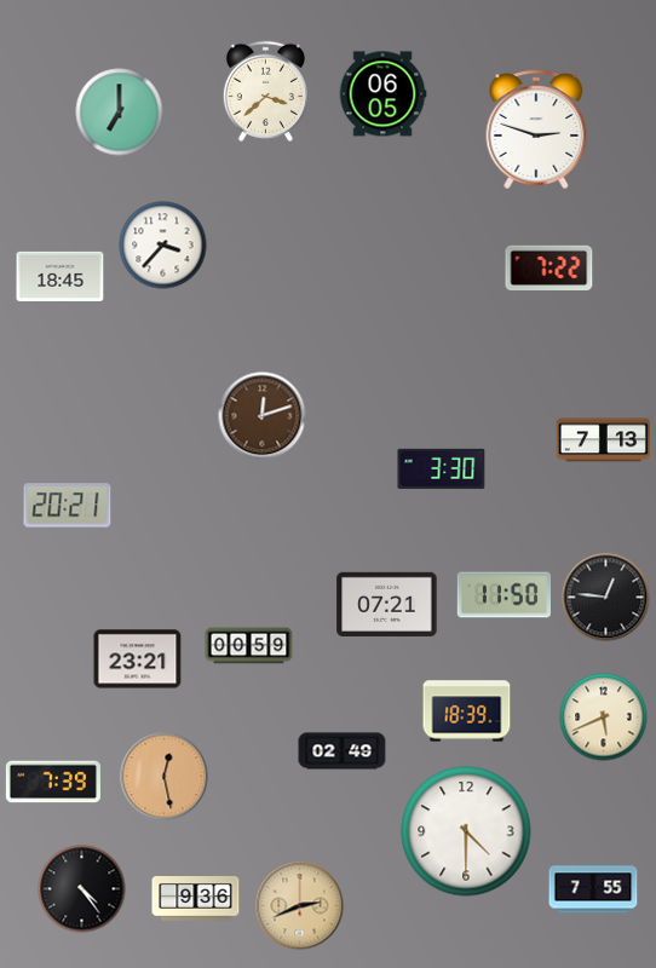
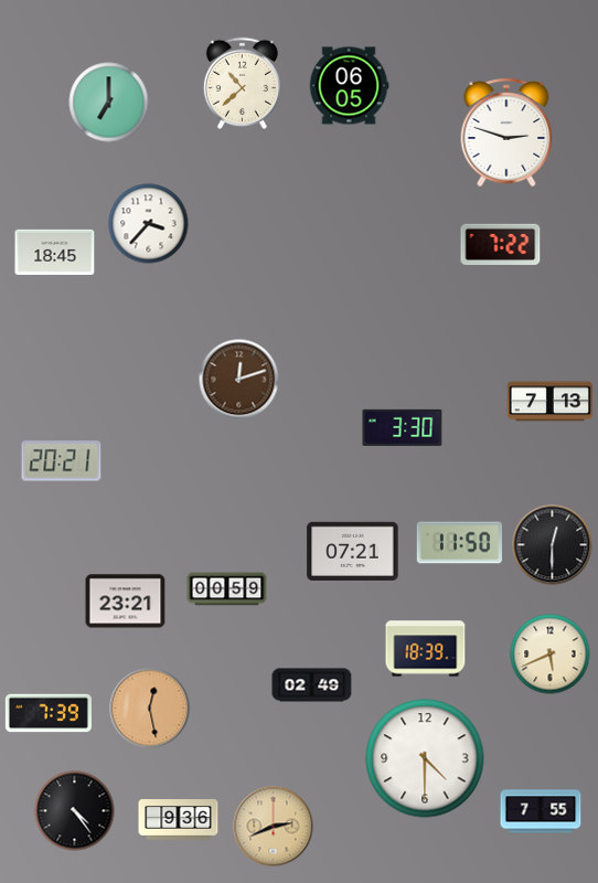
clock at (265, 91): 3:38 -> 10:38
clock at (536, 129) position: (536, 129) -> (506, 132)
clock at (606, 598): 12:46 -> 12:30
